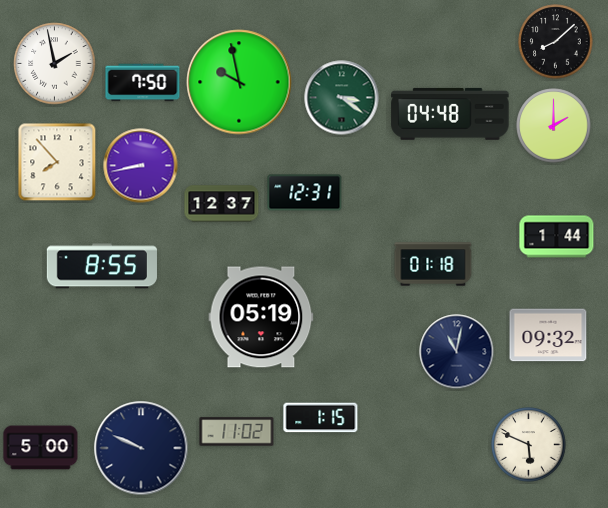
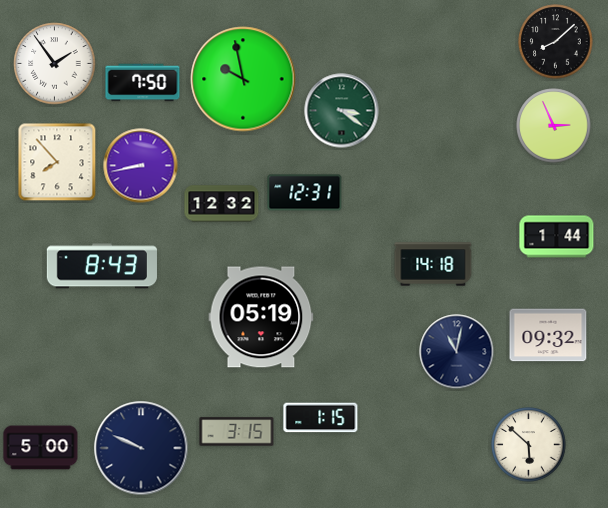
clock at (55, 64): 1:58 -> 1:54
clock at (239, 82) position: (239, 82) -> (243, 79)
clock at (342, 98) position: (342, 98) -> (342, 111)
clock at (450, 114): 04:48 -> none
clock at (554, 126): 2:00 -> 2:56
clock at (222, 204): 12:37 -> 12:32
clock at (433, 264): 01:18 -> 14:18
clock at (102, 266): 8:55 -> 8:43
clock at (237, 432): 11:02 -> 3:15
clock at (529, 445): 5:49 -> 5:52
